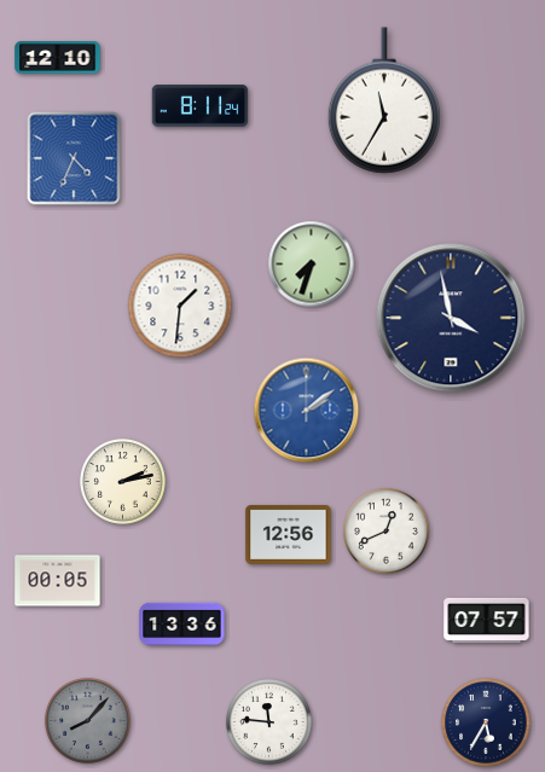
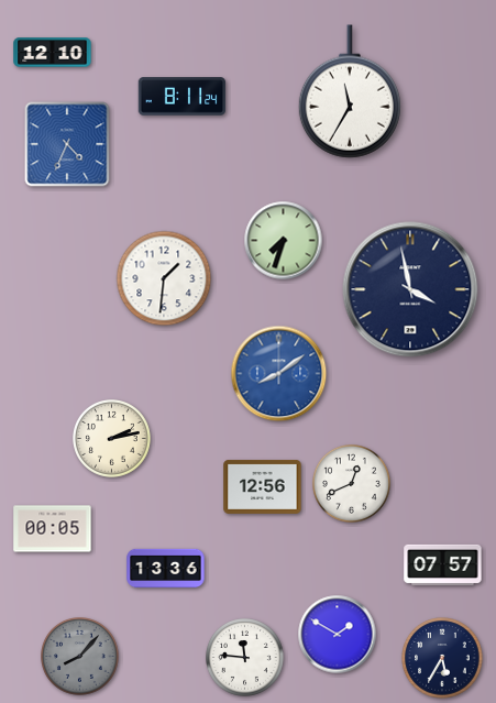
clock at (307, 411): 2:09 -> 8:09
clock at (338, 635): none -> 1:50
